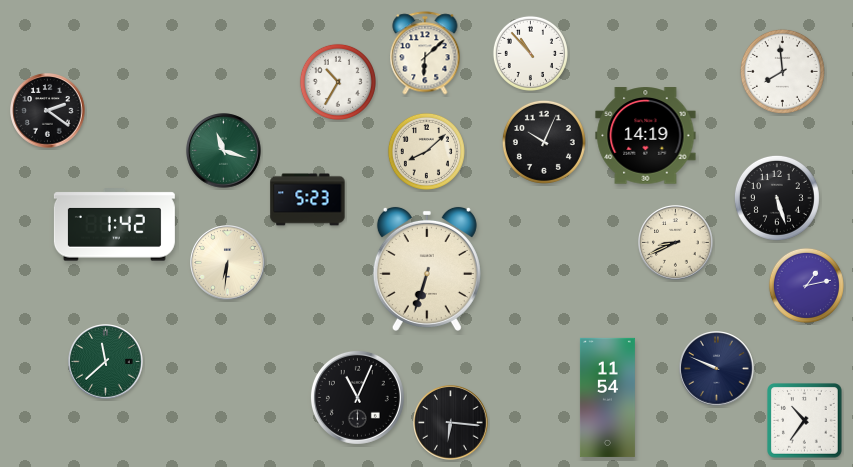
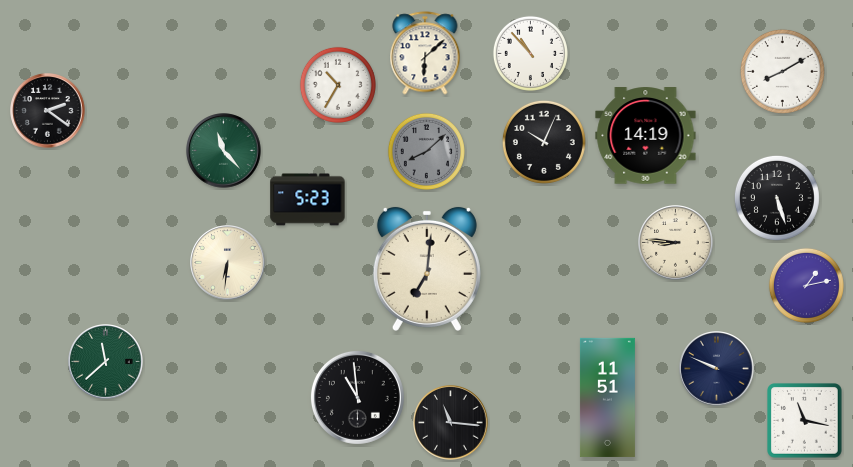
clock at (782, 71): 7:59 -> 8:10
clock at (338, 82) position: (338, 82) -> (338, 85)
clock at (224, 151): 11:18 -> 11:23
clock at (426, 151) dial: cream -> grey
clock at (114, 225): 1:42 -> none
clock at (676, 243): 8:41 -> 8:46
clock at (427, 269): 6:33 -> 7:01
clock at (357, 397): 11:04 -> 10:59
clock at (607, 397): 11:54 -> 11:51
clock at (805, 421): 10:36 -> 11:17
clock at (451, 423): 6:16 -> 11:16
